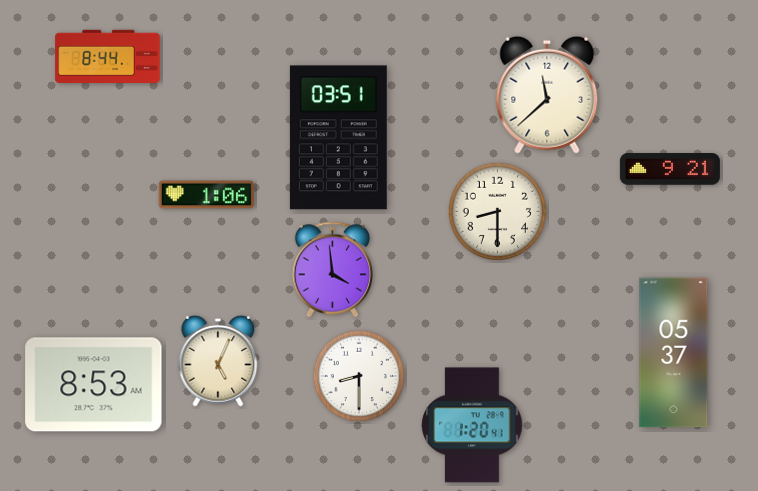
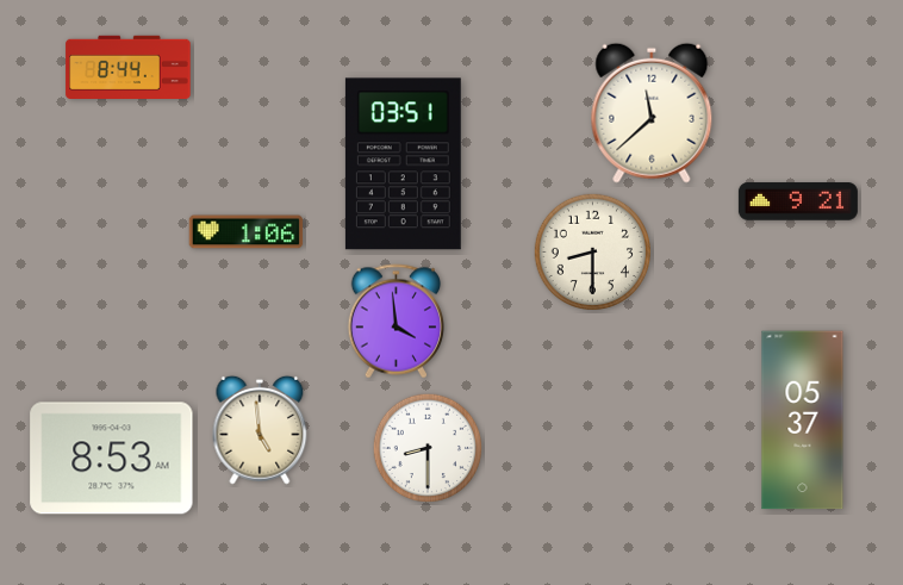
clock at (218, 361): 5:04 -> 4:59
clock at (472, 425): 1:20 -> none
